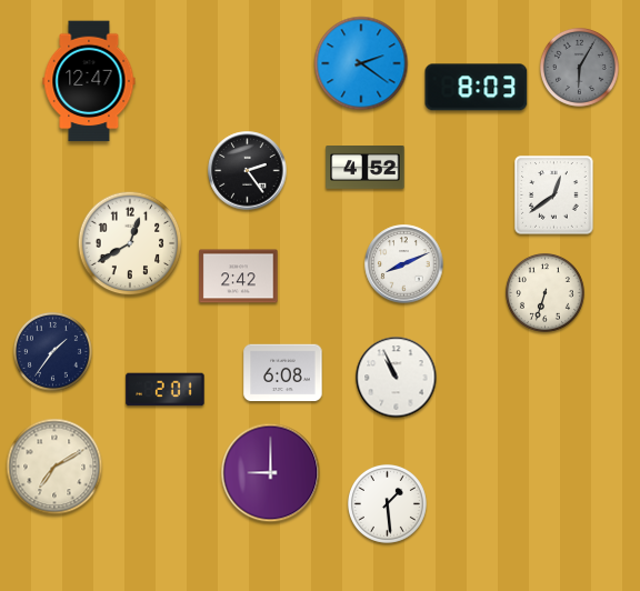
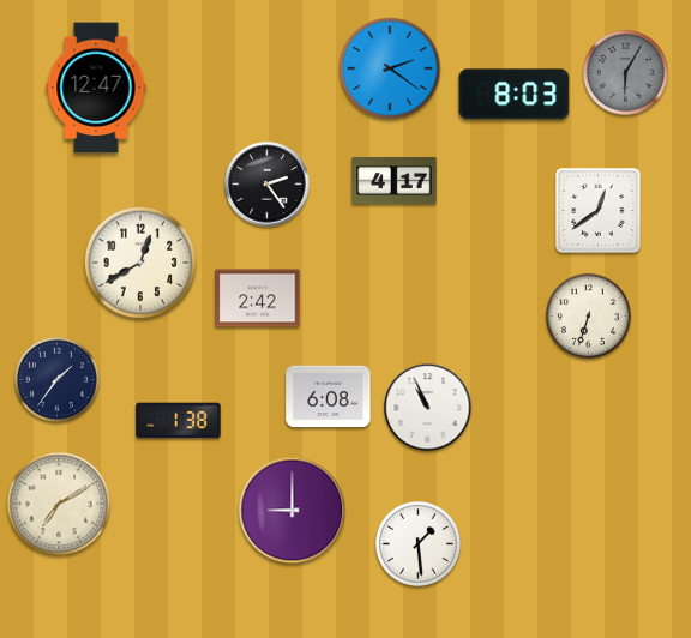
clock at (366, 168): 4:52 -> 4:17
clock at (404, 264): 8:11 -> none
clock at (283, 373) position: (283, 373) -> (329, 397)
clock at (166, 390): 2:01 -> 1:38
